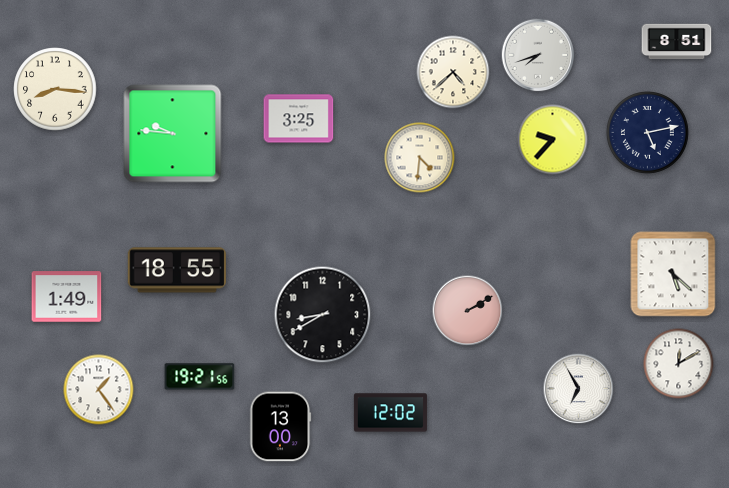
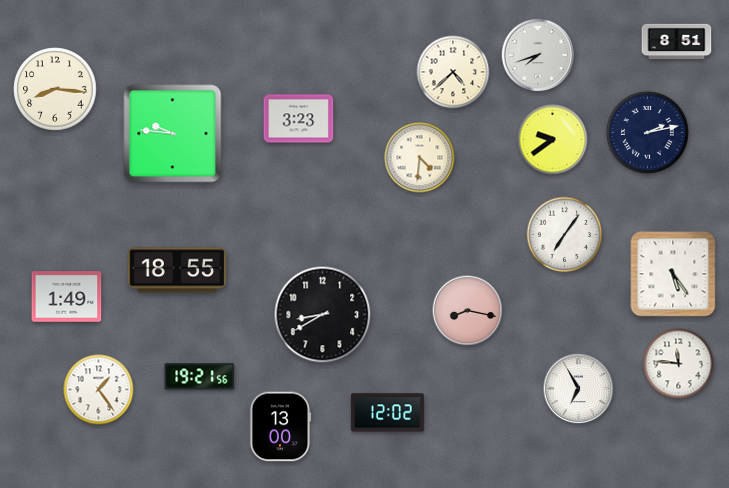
clock at (299, 119): 3:25 -> 3:23
clock at (648, 133): 5:13 -> 2:13
clock at (553, 140): 9:37 -> 9:39
clock at (565, 235): none -> 7:06
clock at (673, 274): 5:22 -> 5:24
clock at (468, 311): 2:10 -> 8:17
clock at (679, 364): 12:10 -> 11:46
clock at (390, 413) position: (390, 413) -> (387, 413)
